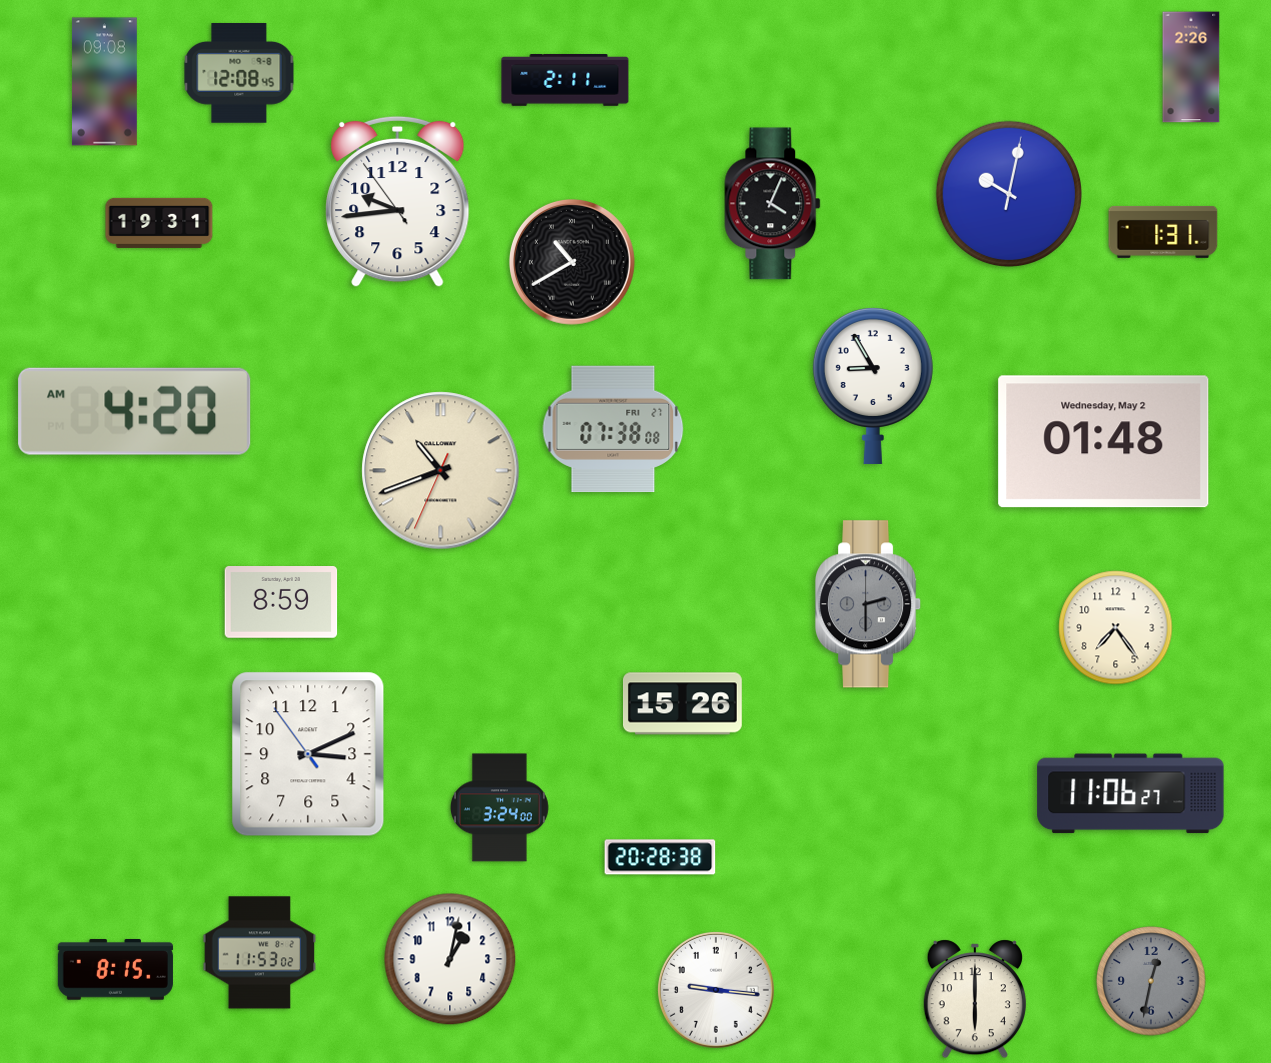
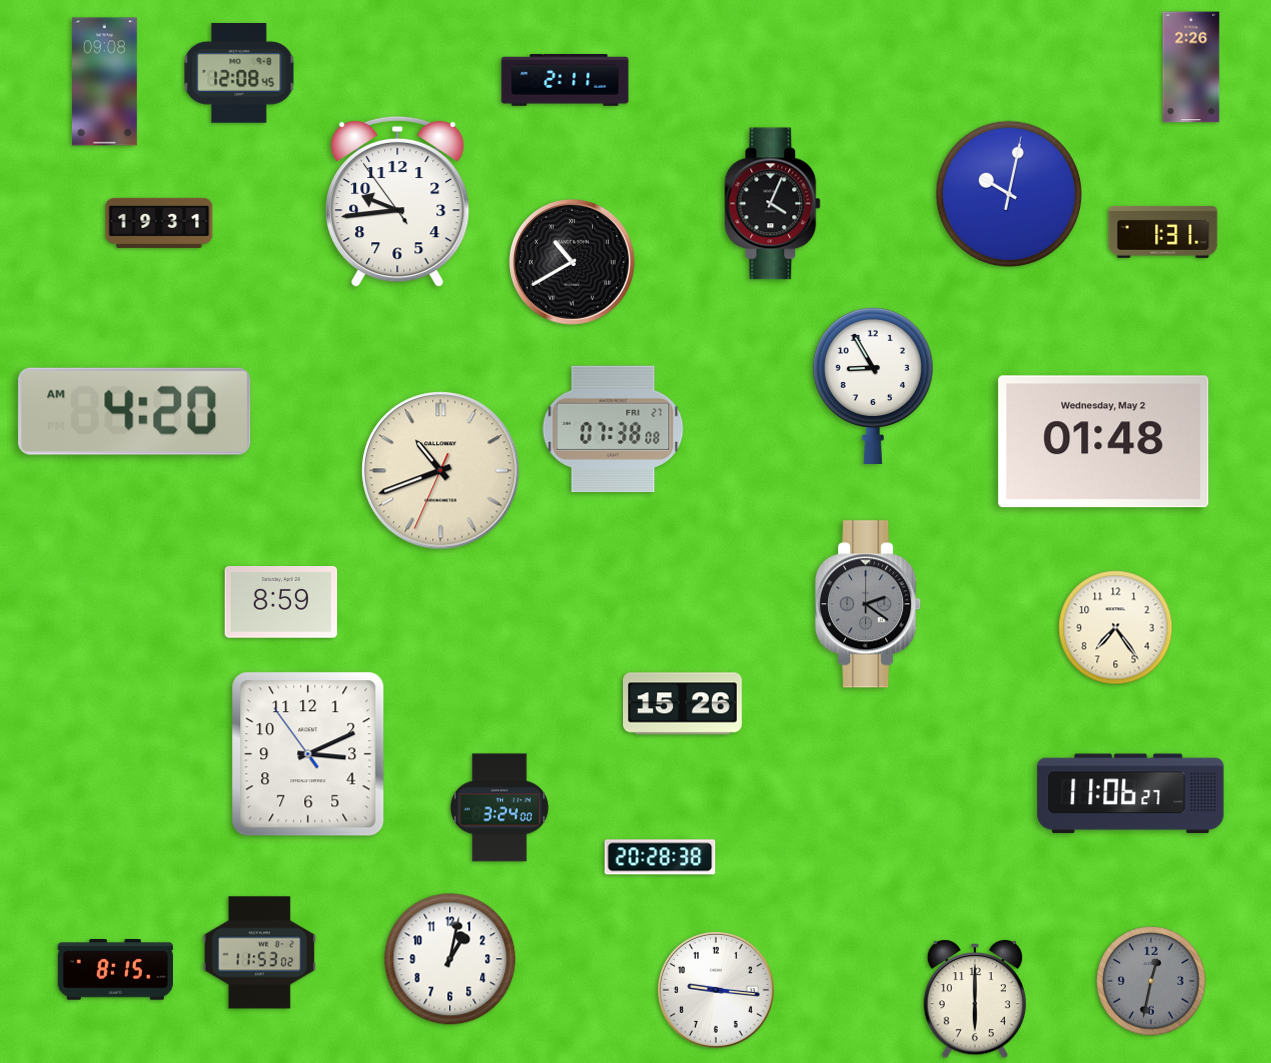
clock at (868, 604): 2:30 -> 2:21
